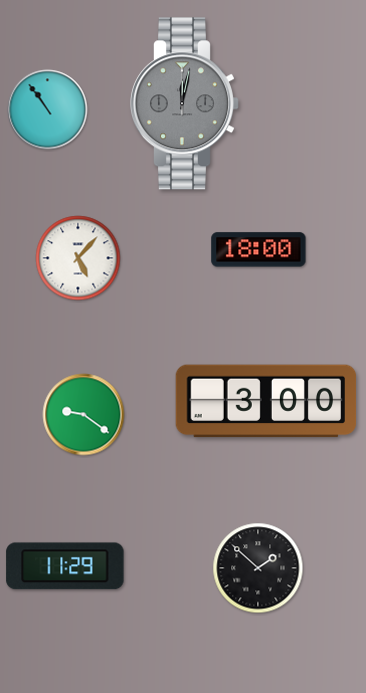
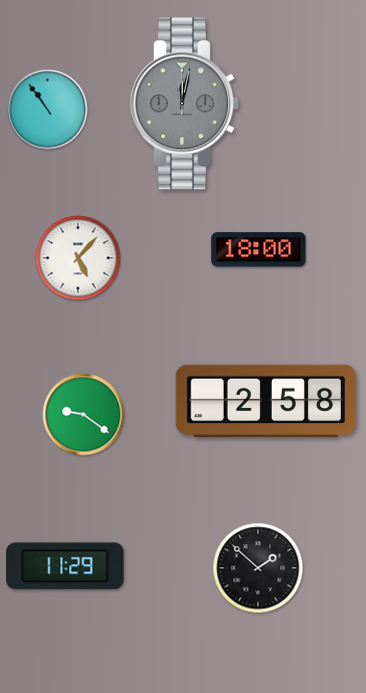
clock at (266, 401): 3:00 -> 2:58
